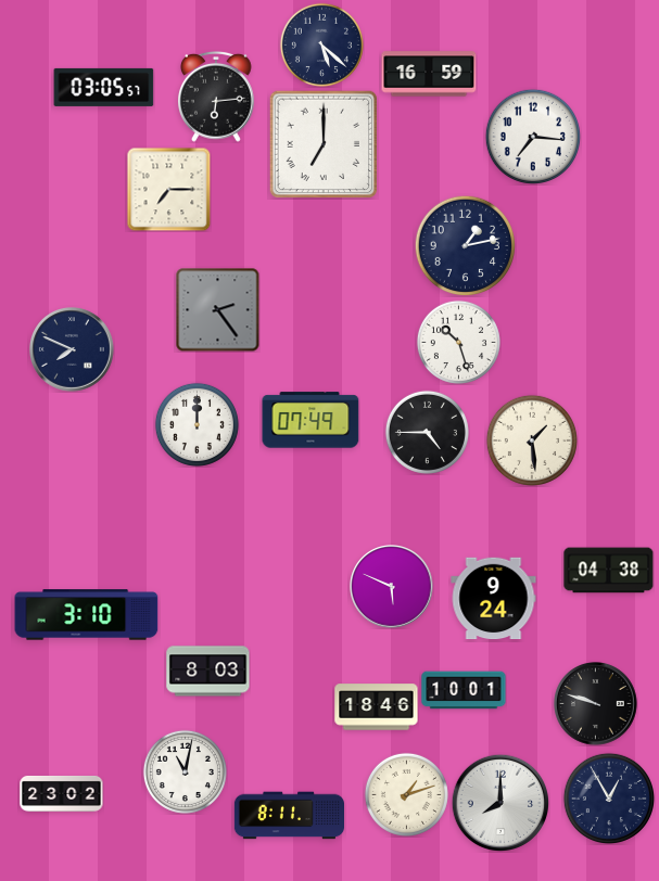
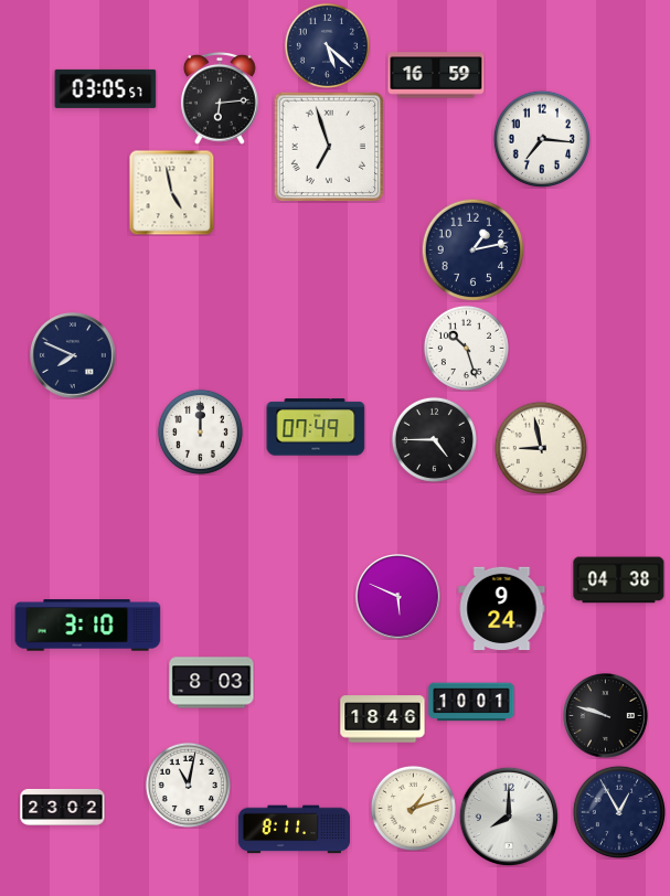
clock at (324, 144): 7:00 -> 6:57
clock at (168, 189): 7:15 -> 4:58
clock at (217, 309): 2:24 -> none
clock at (531, 439): 1:29 -> 8:58
